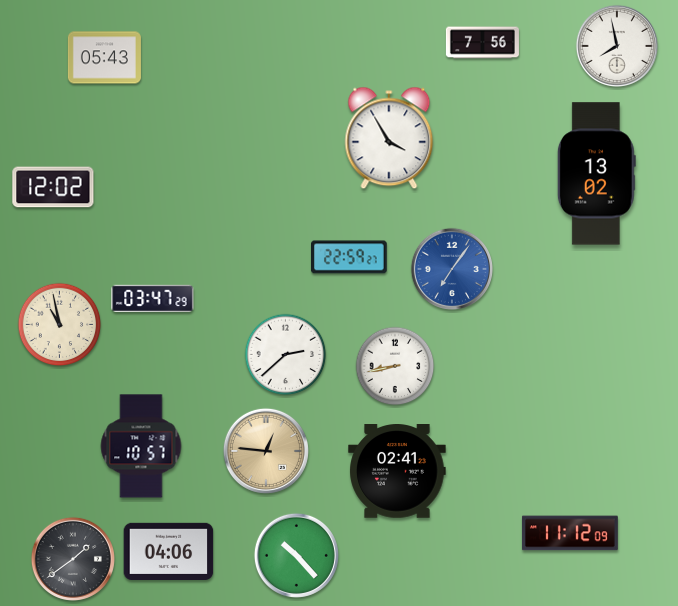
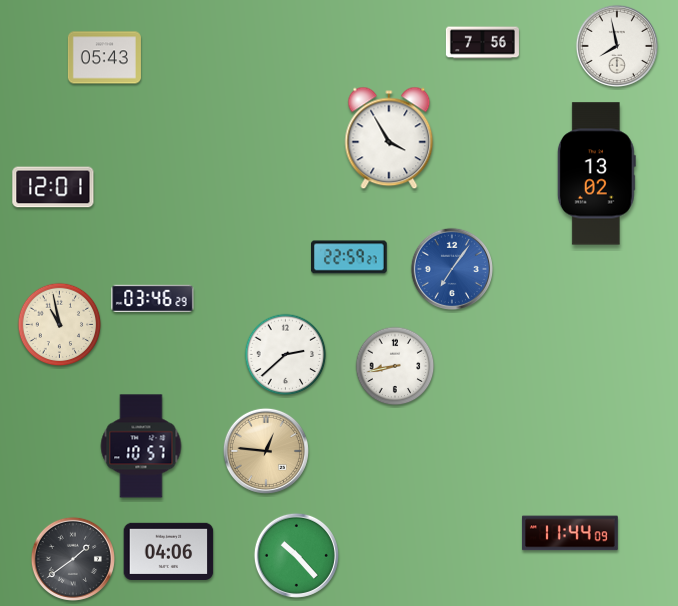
clock at (53, 187): 12:02 -> 12:01
clock at (153, 298): 03:47 -> 03:46
clock at (397, 472): 02:41 -> none
clock at (570, 533): 11:12 -> 11:44
